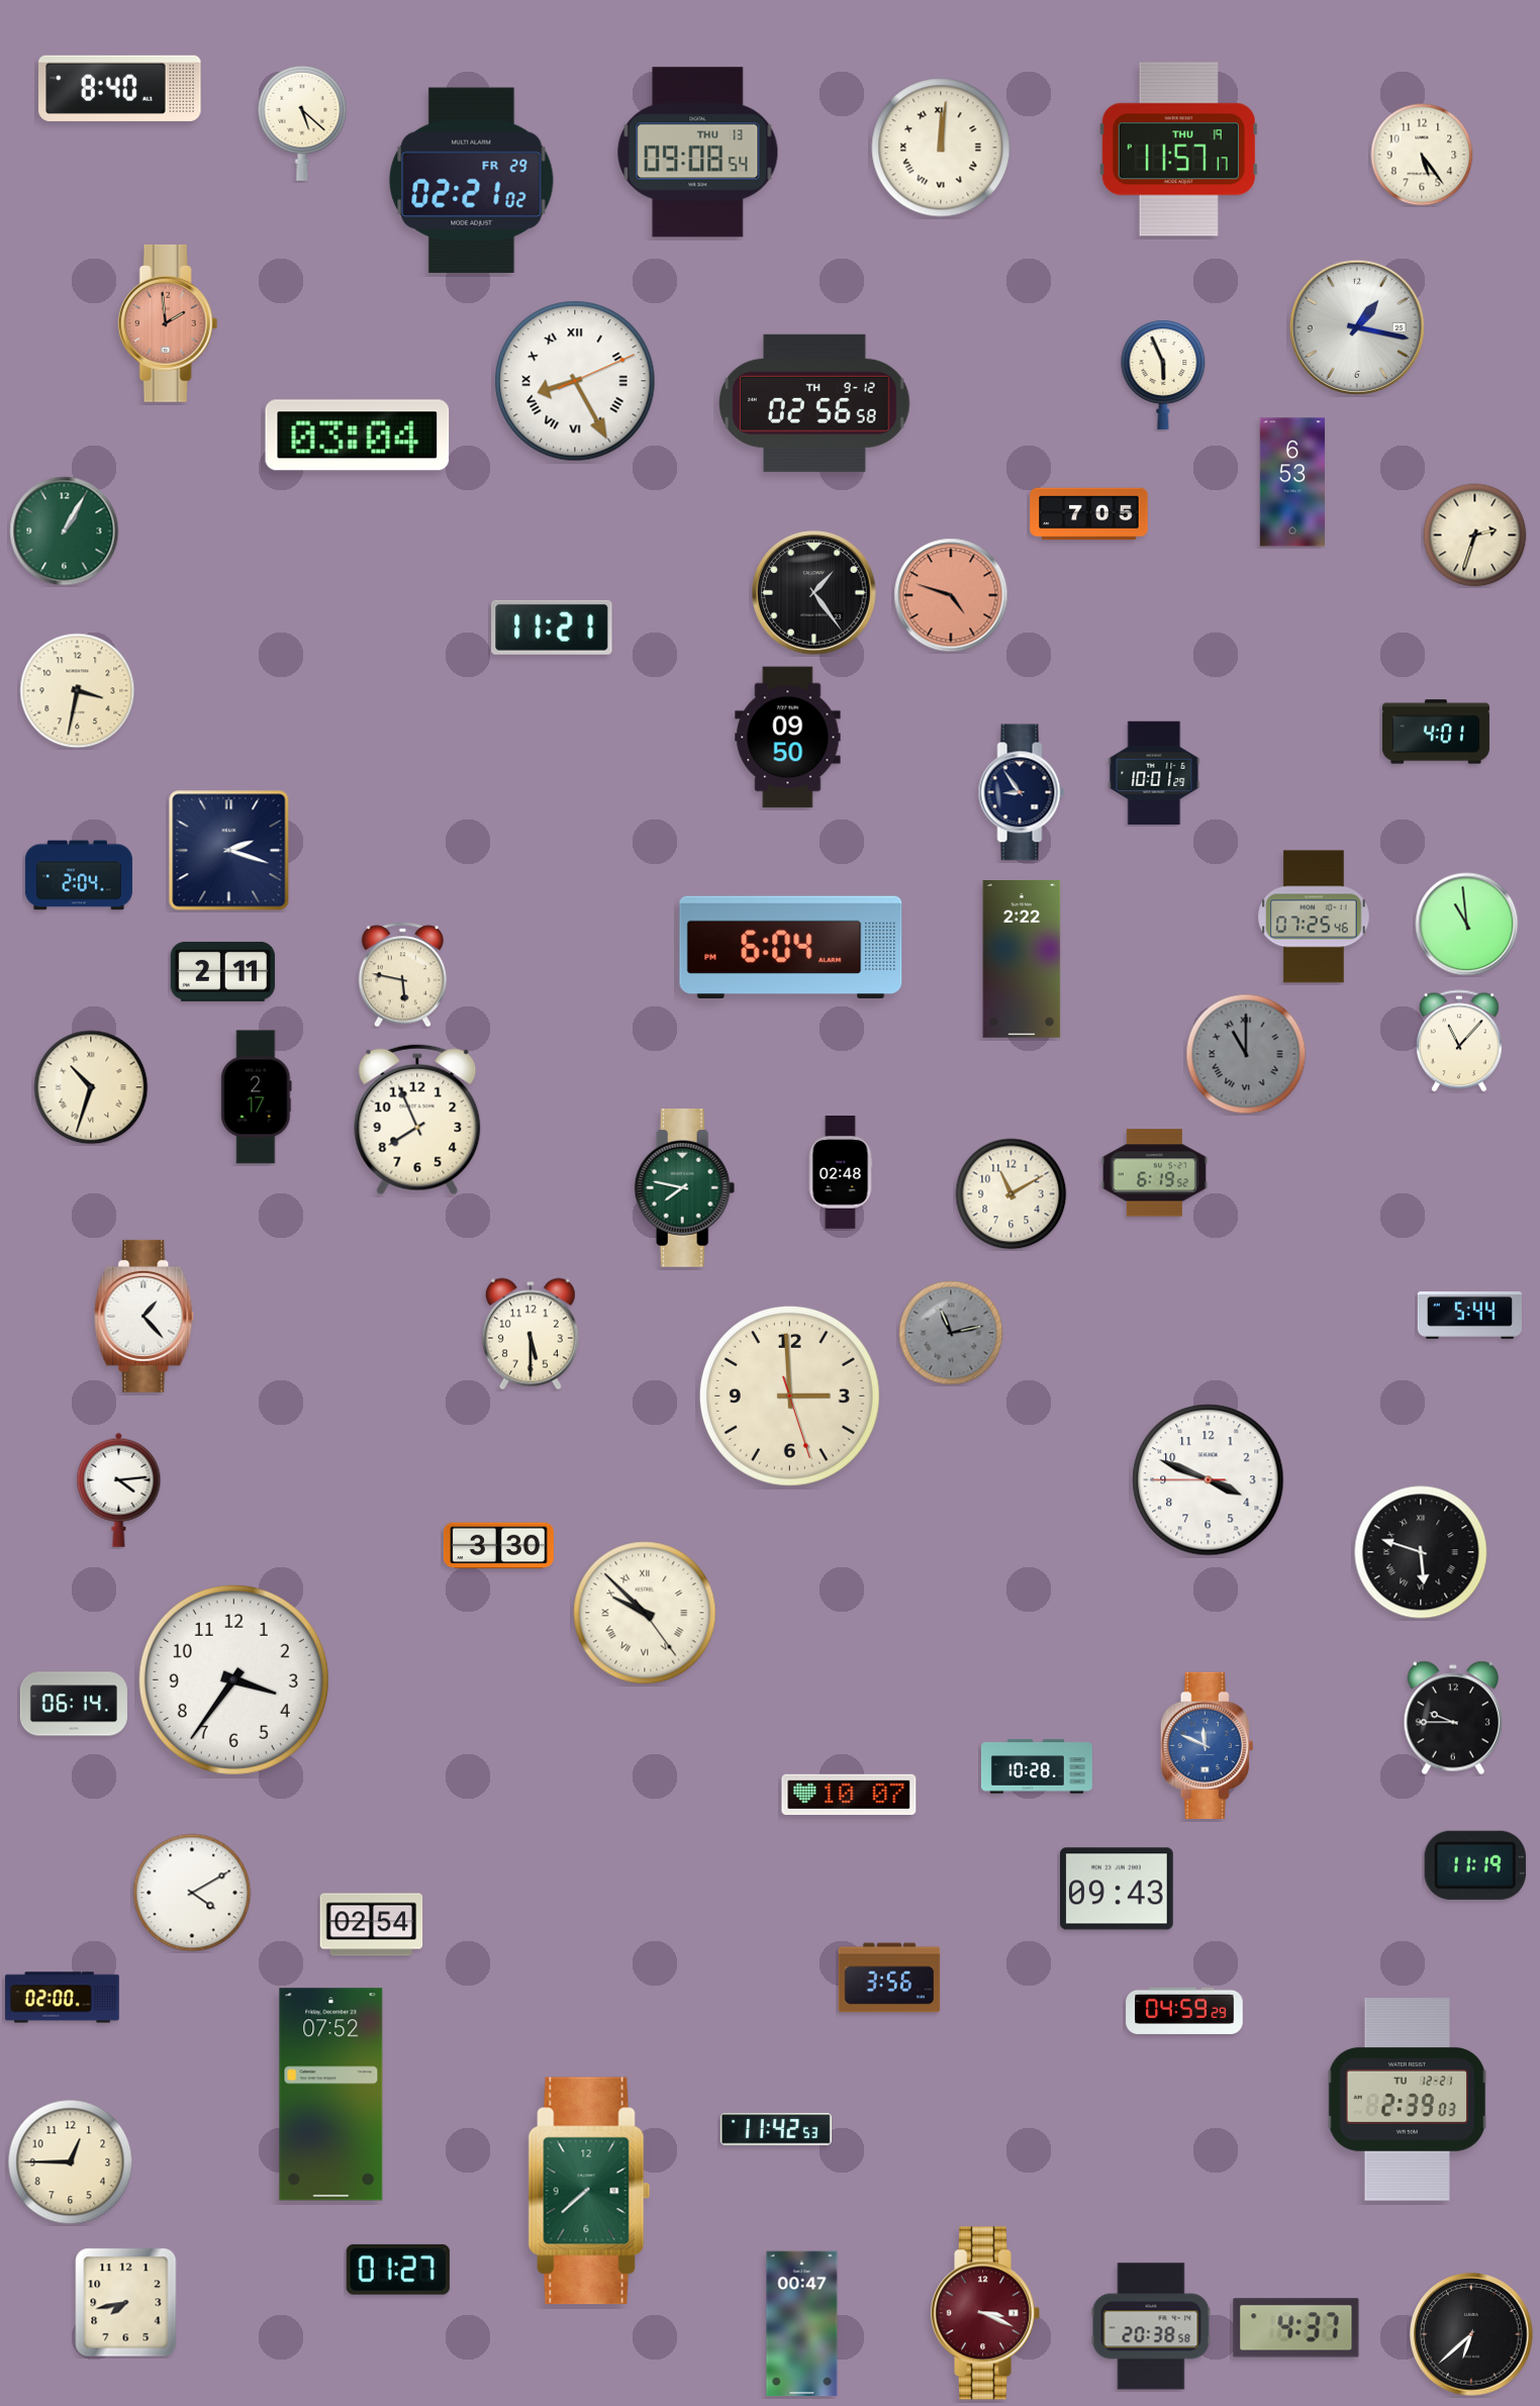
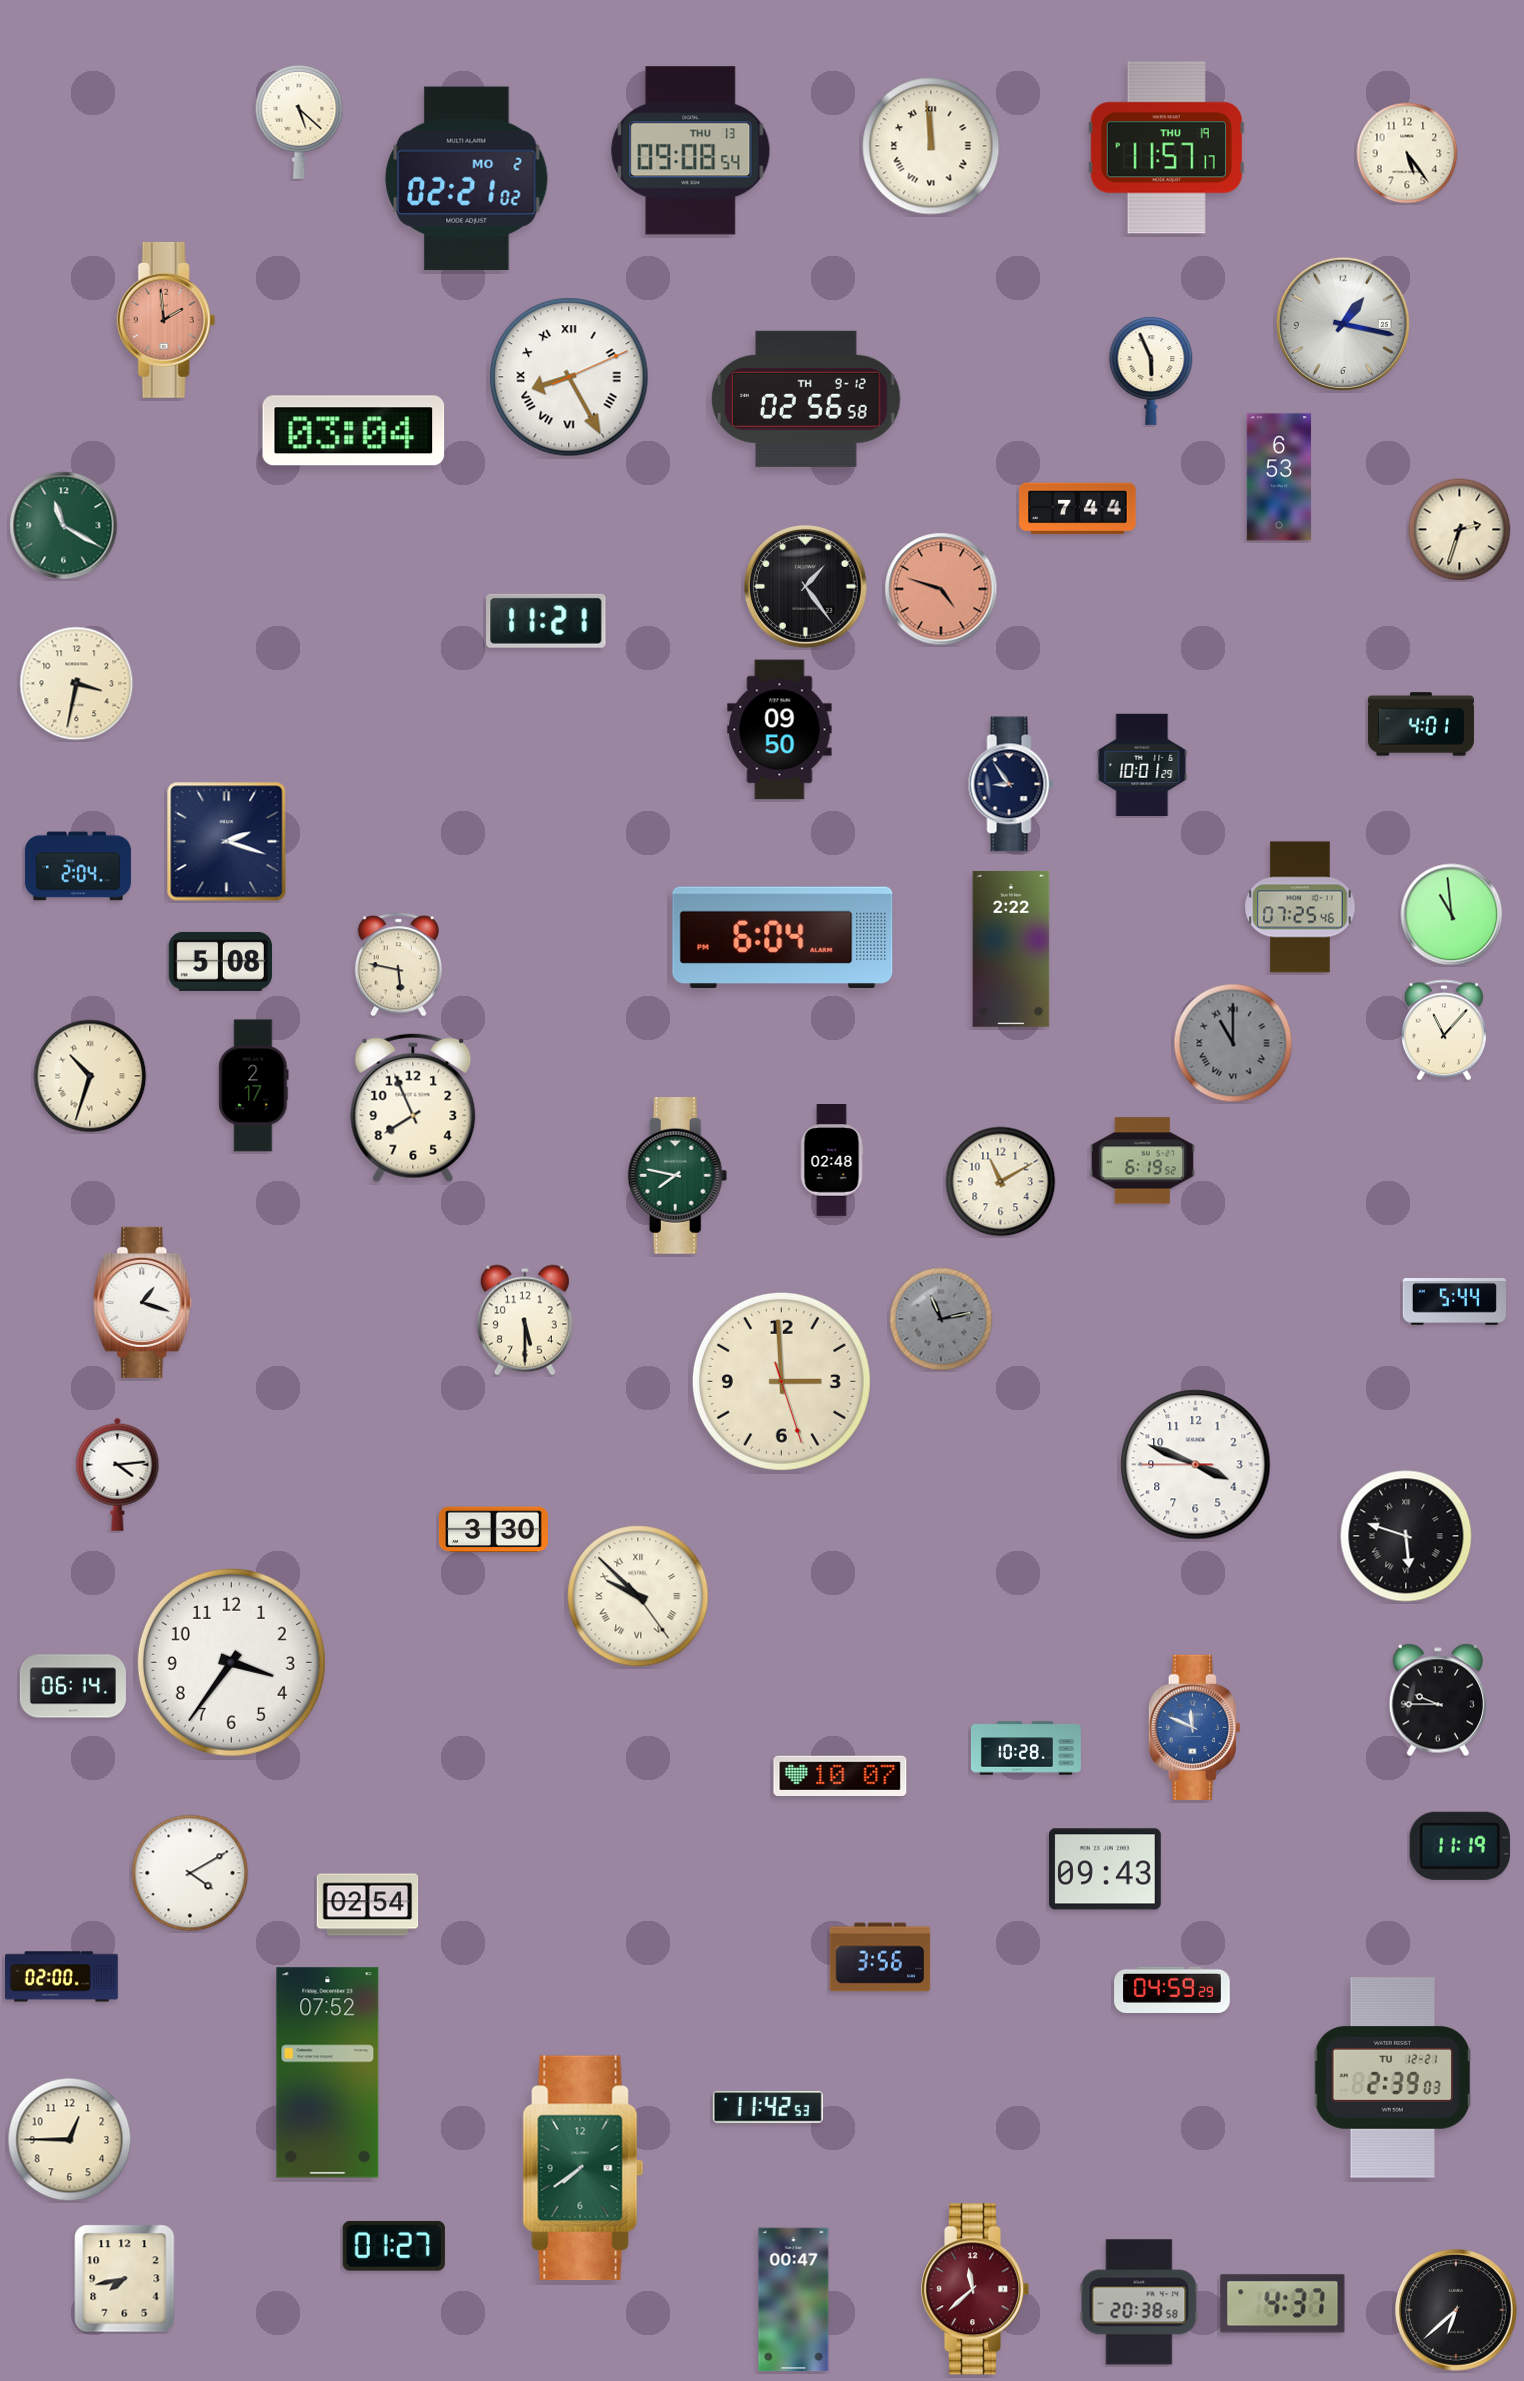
clock at (120, 88): 8:40 -> none
clock at (941, 148): 12:01 -> 11:59
clock at (472, 181) date: FR 29 -> MO 2
clock at (1089, 514): 7:05 -> 7:44
clock at (65, 532): 1:05 -> 11:20
clock at (222, 971): 2:11 -> 5:08
clock at (145, 1316): 1:23 -> 1:18
clock at (589, 2191): 7:38 -> 7:39
clock at (984, 2313): 3:19 -> 11:38
